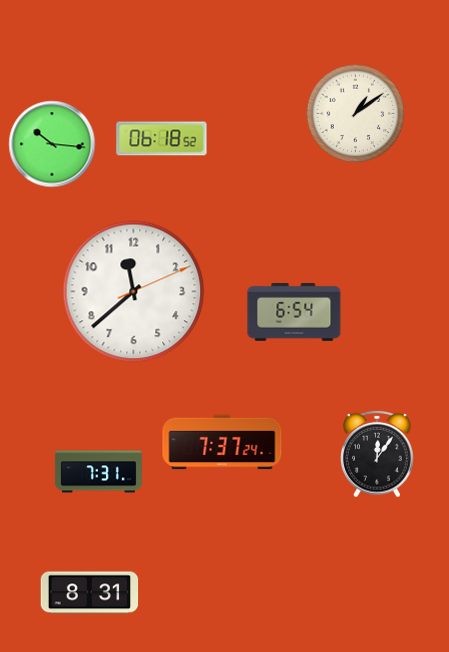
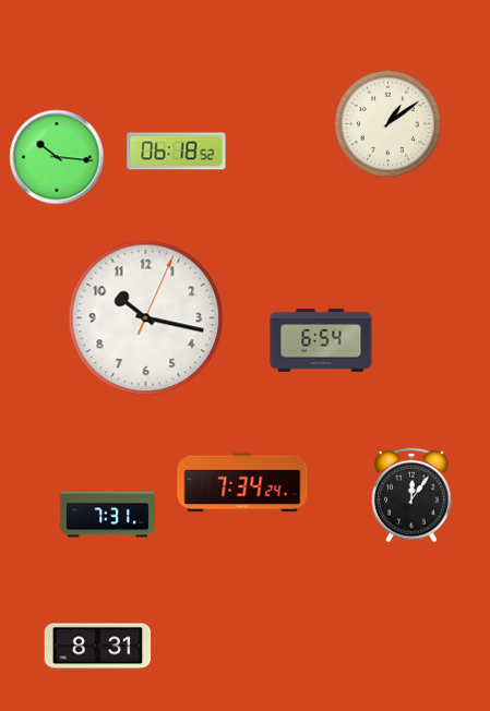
clock at (134, 292): 11:38 -> 10:17
clock at (222, 442): 7:37 -> 7:34
